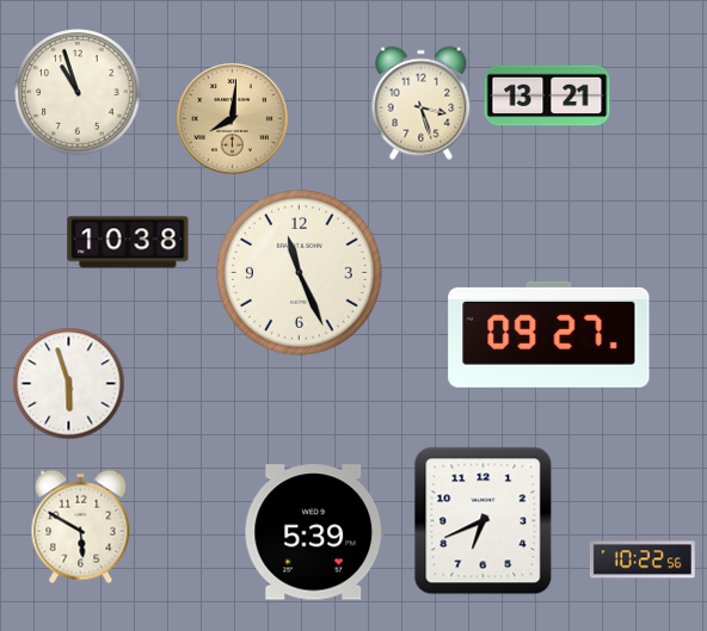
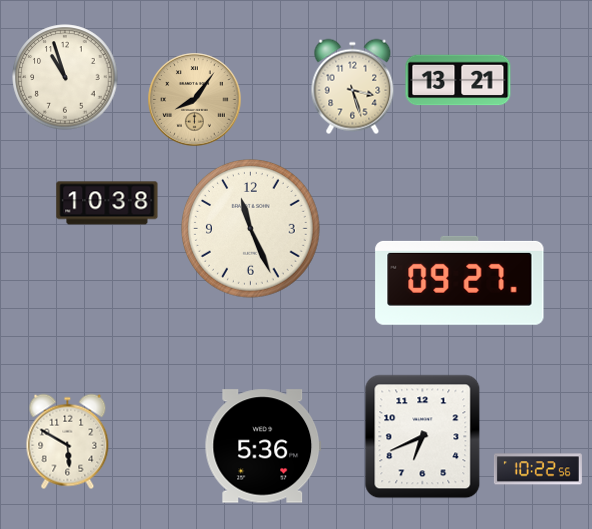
clock at (233, 119): 8:01 -> 8:06
clock at (69, 384): 5:57 -> none
clock at (484, 521) position: (484, 521) -> (423, 437)
clock at (314, 532): 5:39 -> 5:36
